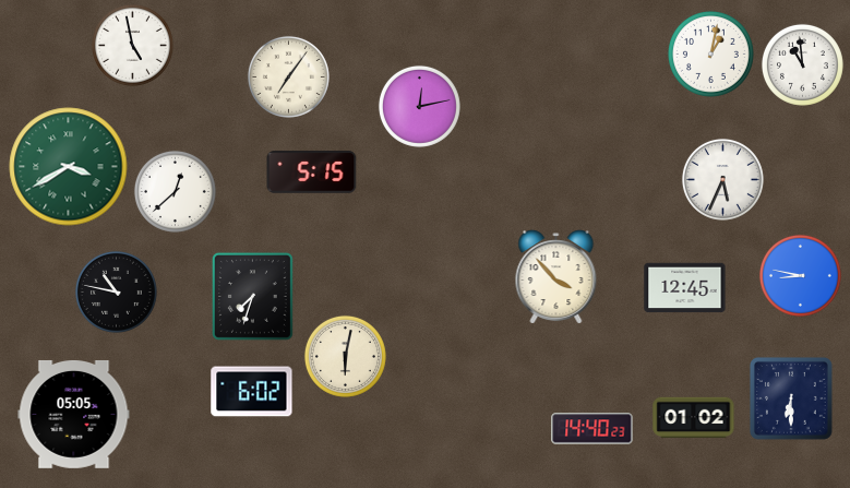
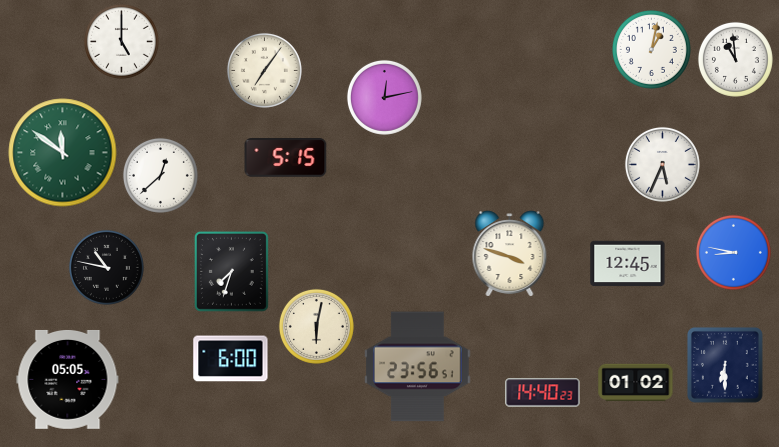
clock at (132, 45): 4:58 -> 5:00
clock at (69, 167): 3:40 -> 11:51
clock at (556, 277): 3:53 -> 3:48
clock at (252, 392): 6:02 -> 6:00
clock at (418, 367): none -> 23:56
